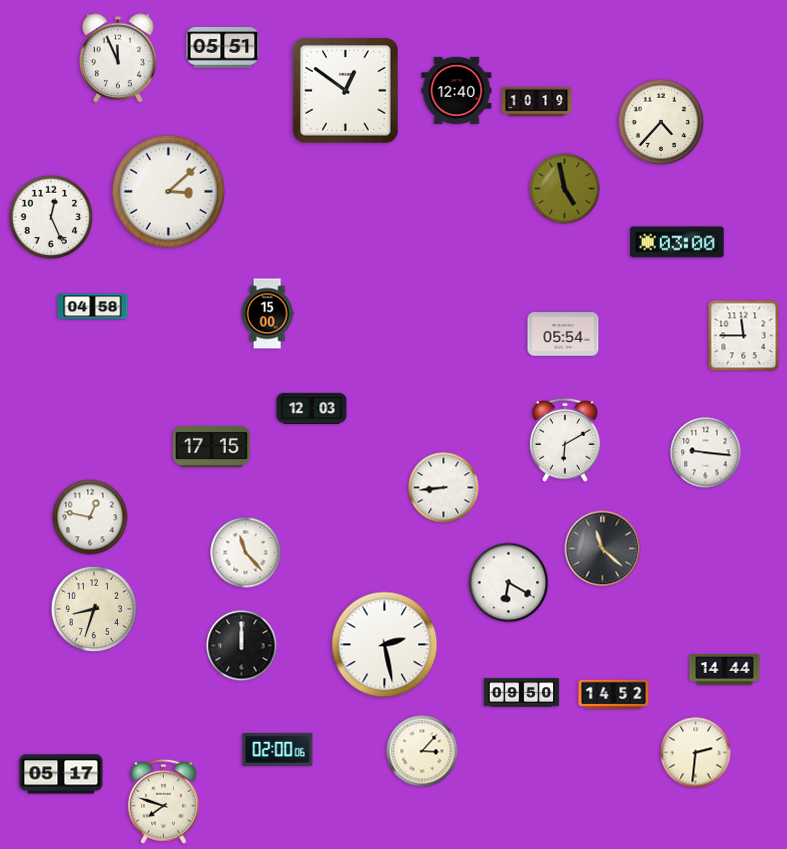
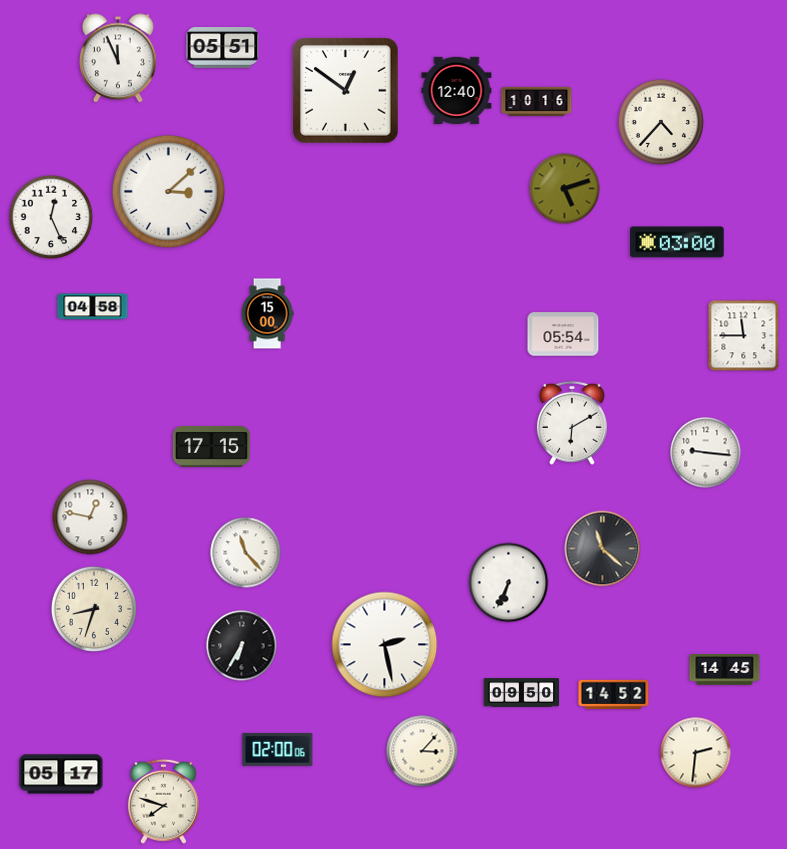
clock at (537, 101): 10:19 -> 10:16
clock at (565, 189): 4:58 -> 5:12
clock at (312, 408): 12:03 -> none
clock at (565, 440) position: (565, 440) -> (572, 423)
clock at (444, 488): 8:44 -> none
clock at (509, 583): 6:20 -> 6:34
clock at (242, 646): 12:00 -> 6:35
clock at (725, 670): 14:44 -> 14:45
